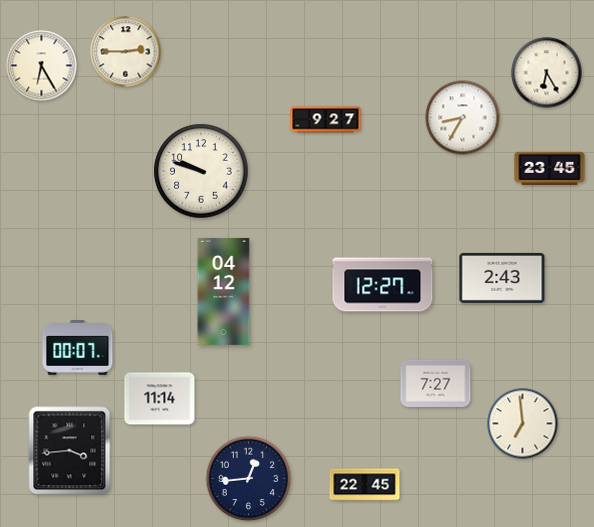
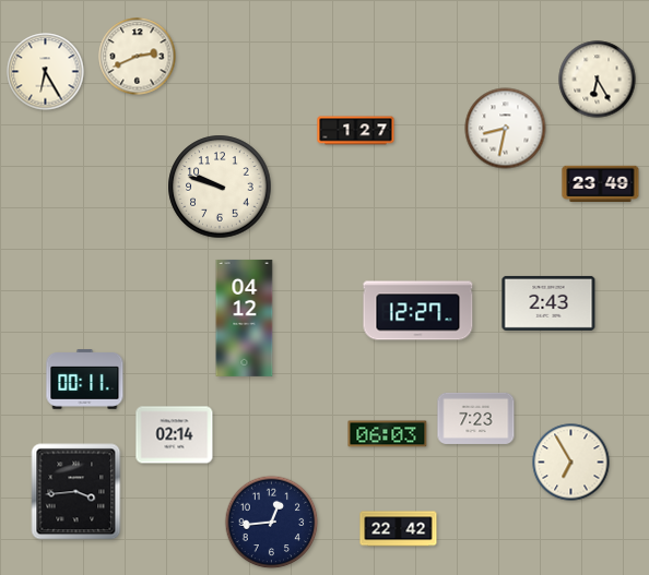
clock at (126, 52): 2:45 -> 2:41
clock at (463, 118): 8:35 -> 8:32
clock at (326, 120): 9:27 -> 1:27
clock at (550, 168): 23:45 -> 23:49
clock at (78, 348): 00:07 -> 00:11
clock at (436, 383): 7:27 -> 7:23
clock at (388, 434): none -> 06:03
clock at (160, 399): 11:14 -> 02:14
clock at (523, 424): 6:59 -> 6:55
clock at (365, 485): 22:45 -> 22:42
